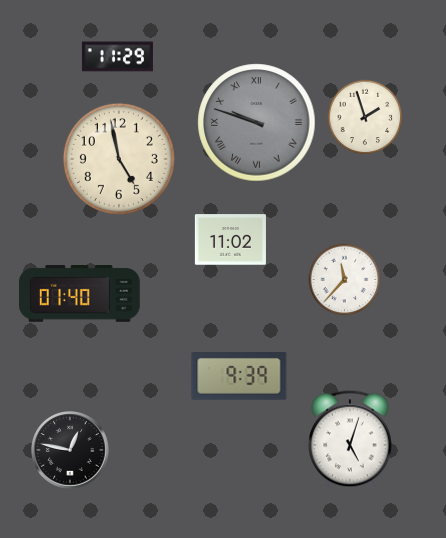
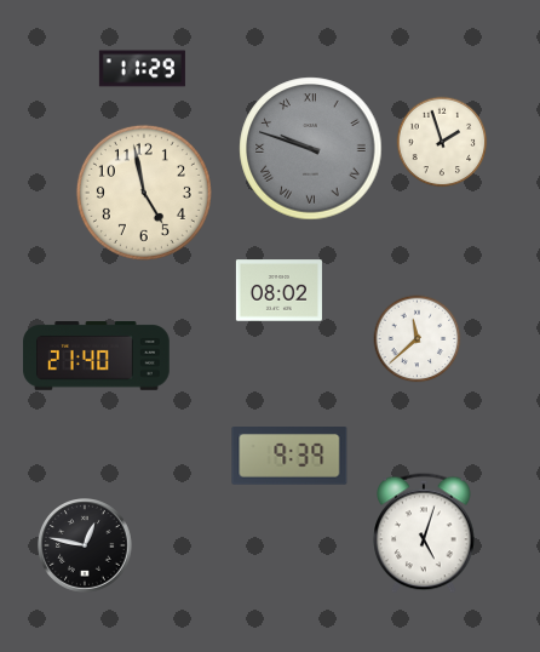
clock at (230, 240): 11:02 -> 08:02
clock at (345, 280): 11:37 -> 11:38
clock at (80, 294): 01:40 -> 21:40
